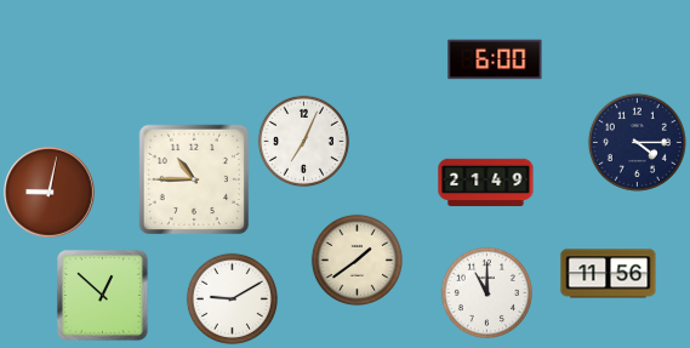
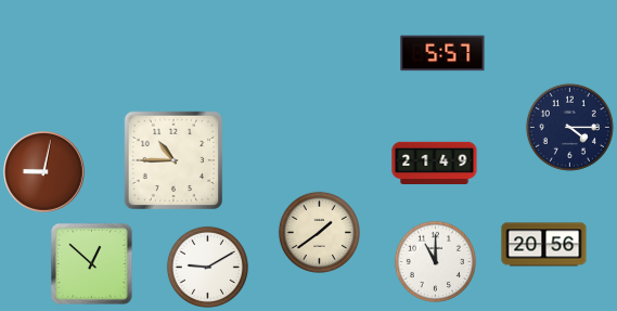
clock at (495, 59): 6:00 -> 5:57
clock at (303, 141): 7:04 -> none
clock at (609, 274): 11:56 -> 20:56
